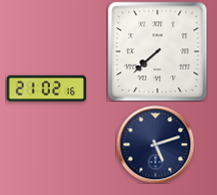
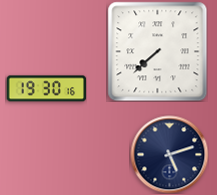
clock at (46, 89): 21:02 -> 19:30
clock at (155, 144) position: (155, 144) -> (169, 154)
